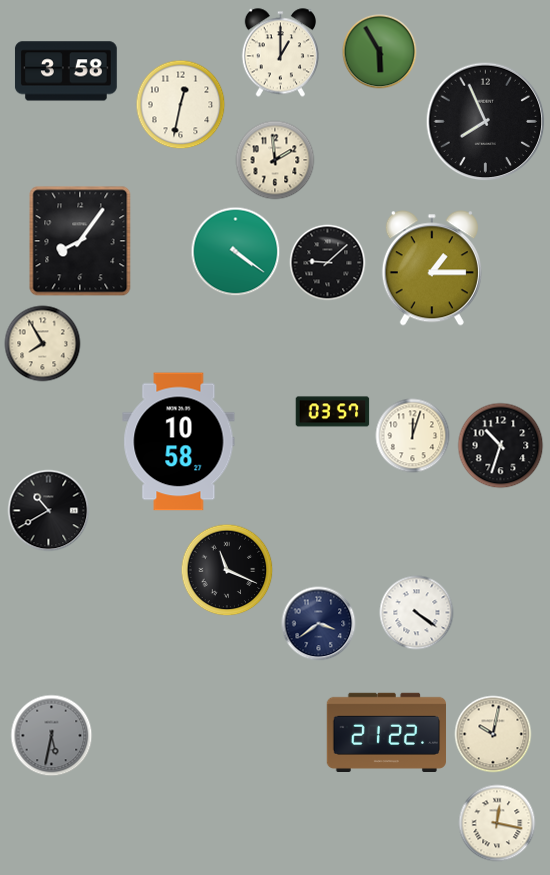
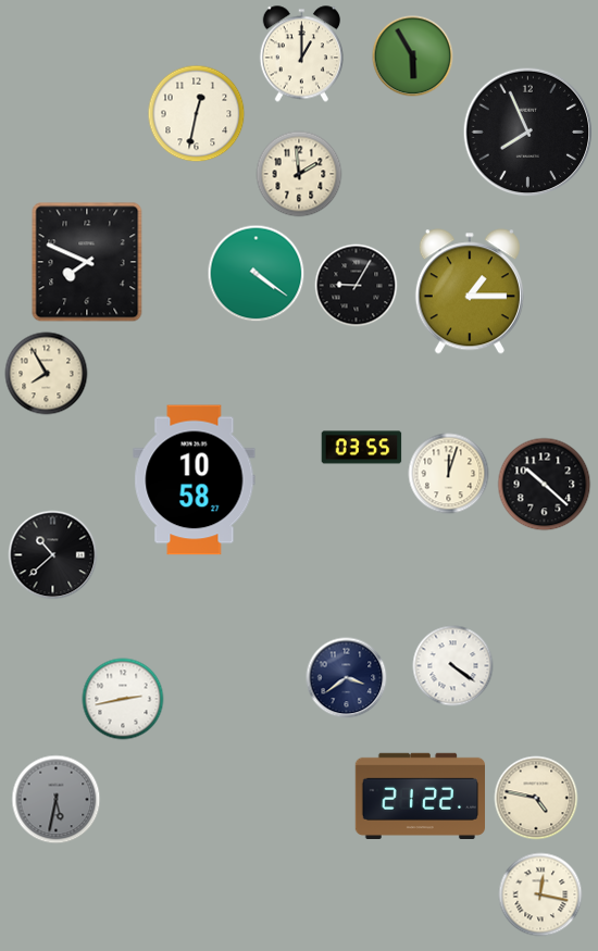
clock at (280, 53) position: (280, 53) -> (301, 54)
clock at (66, 71): 3:58 -> none
clock at (80, 241): 8:06 -> 7:49
clock at (328, 263): 9:08 -> 9:05
clock at (333, 412): 03:57 -> 03:55
clock at (501, 446): 10:33 -> 10:22
clock at (49, 511): 10:40 -> 10:38
clock at (227, 570): 11:19 -> none
clock at (123, 699): none -> 2:43
clock at (493, 734): 10:02 -> 4:47
